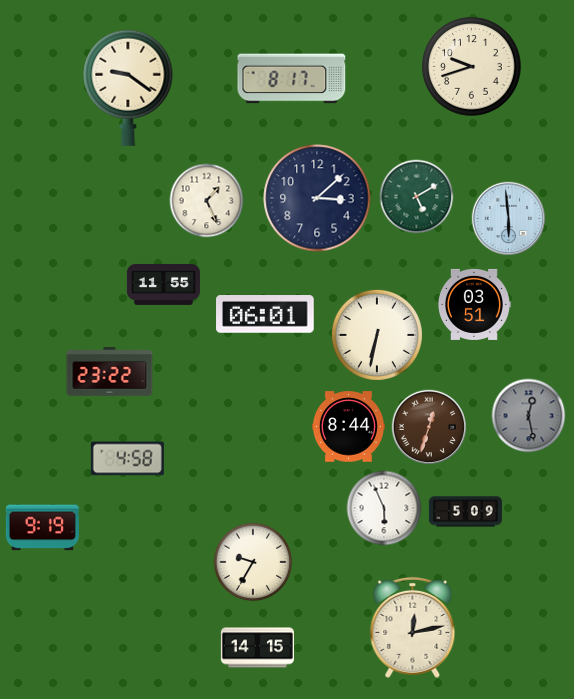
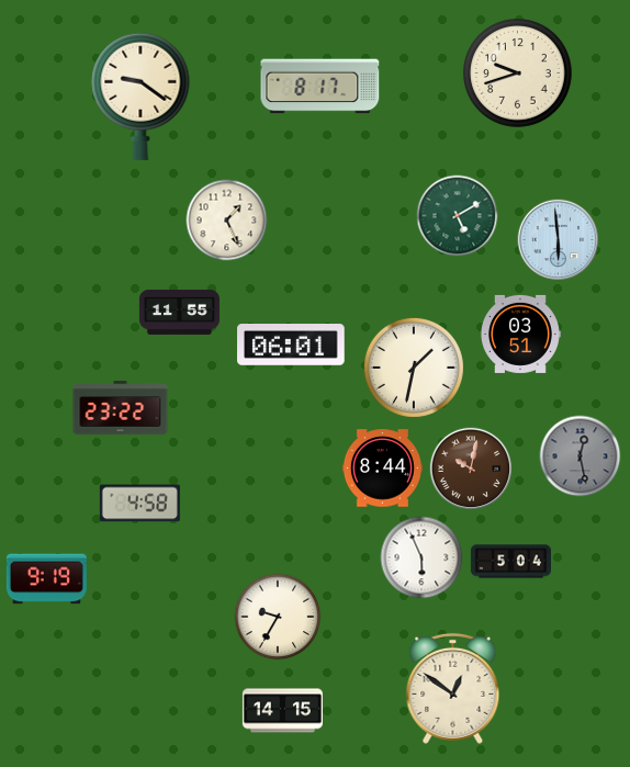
clock at (317, 198): 3:08 -> none
clock at (377, 335): 6:32 -> 1:32
clock at (429, 427): 12:33 -> 10:02
clock at (465, 512): 5:09 -> 5:04
clock at (413, 627): 12:13 -> 12:51
